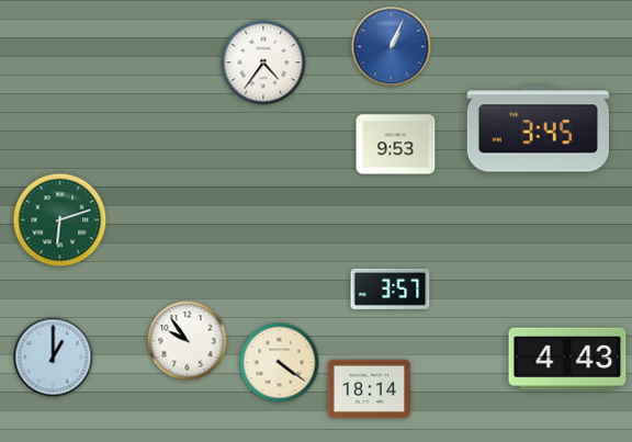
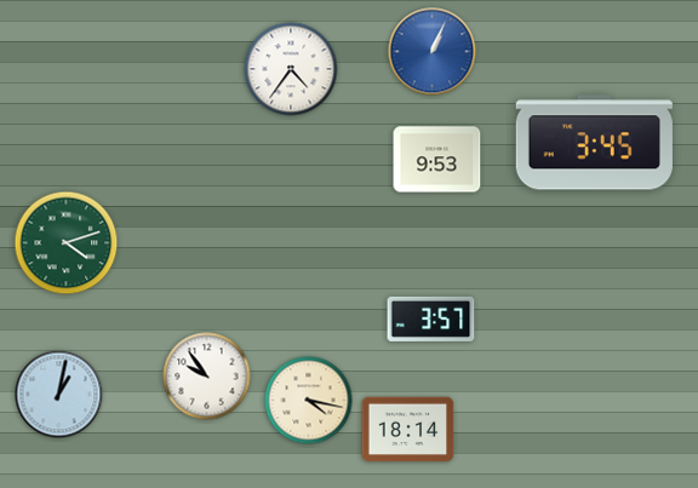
clock at (60, 220): 6:12 -> 4:12
clock at (54, 358): 1:00 -> 1:02
clock at (567, 359): 4:43 -> none
clock at (280, 363): 4:21 -> 4:17
